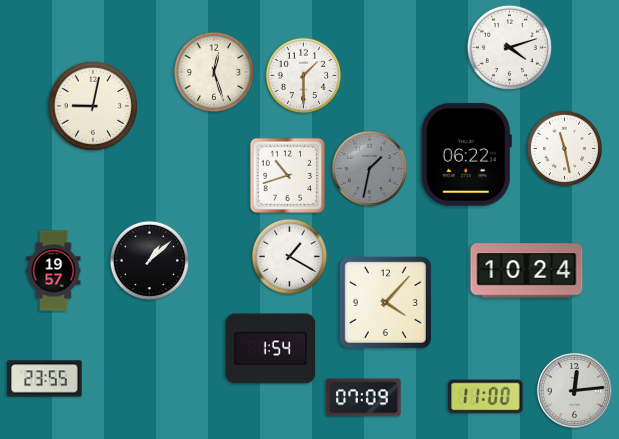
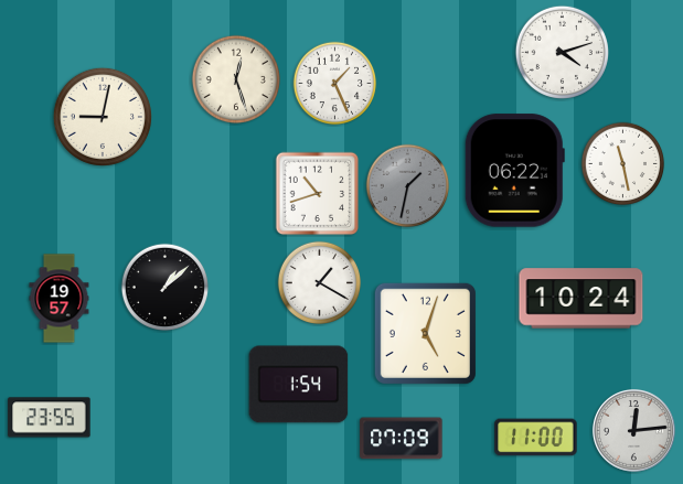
clock at (304, 76): 1:30 -> 1:26
clock at (385, 302): 4:07 -> 5:03
